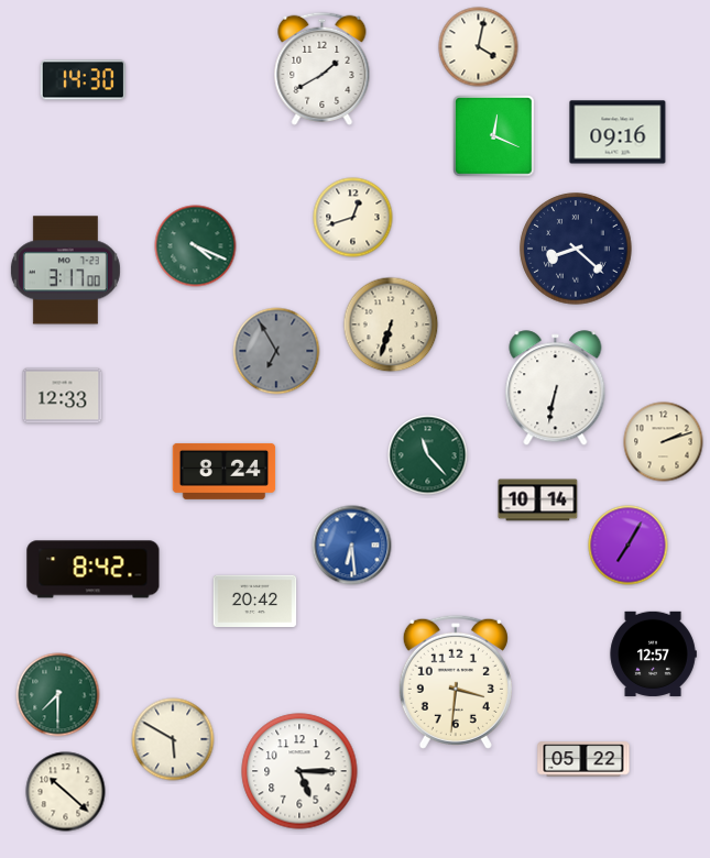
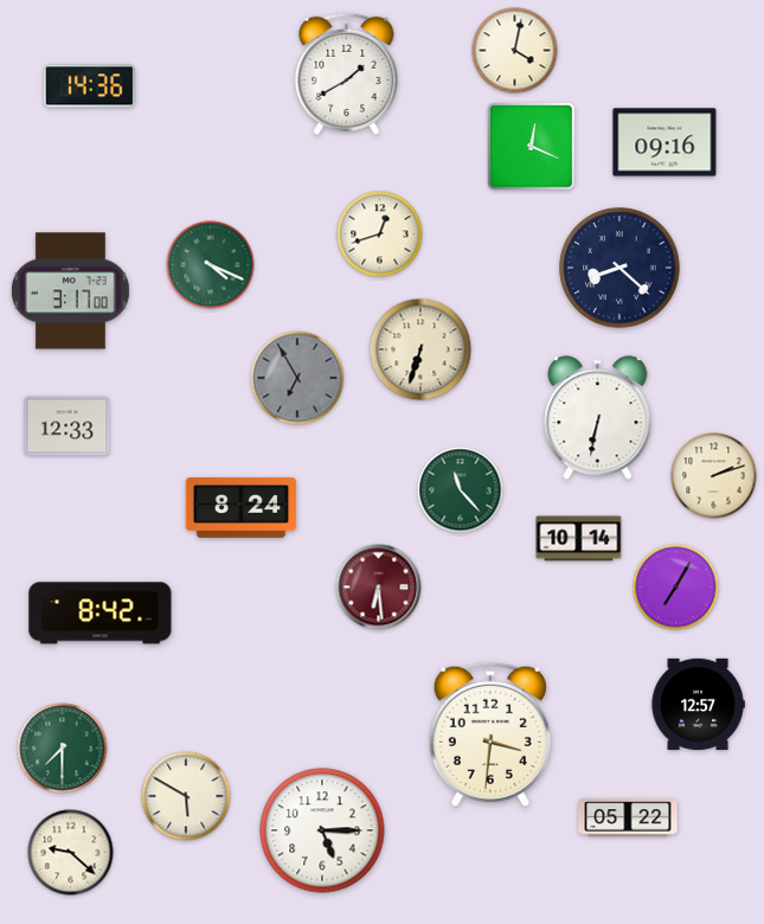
clock at (83, 80): 14:30 -> 14:36
clock at (352, 546) dial: blue -> burgundy
clock at (255, 602): 20:42 -> none
clock at (653, 653) position: (653, 653) -> (698, 704)
clock at (66, 792): 10:22 -> 9:22
